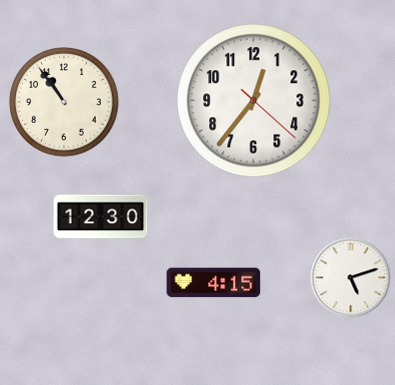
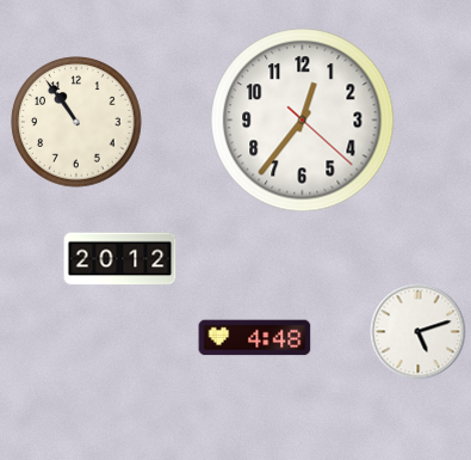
clock at (101, 217): 12:30 -> 20:12
clock at (214, 283): 4:15 -> 4:48
